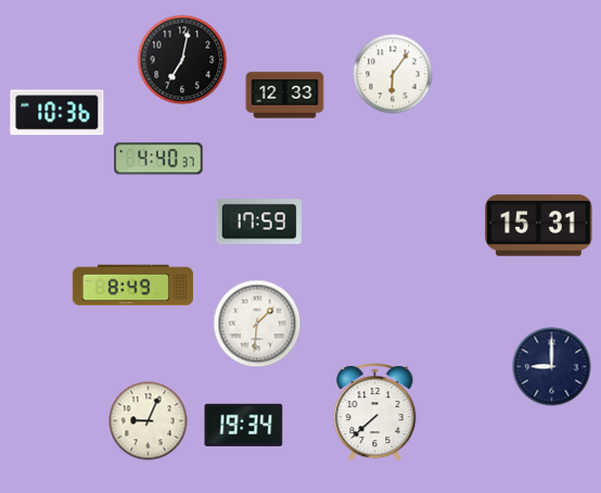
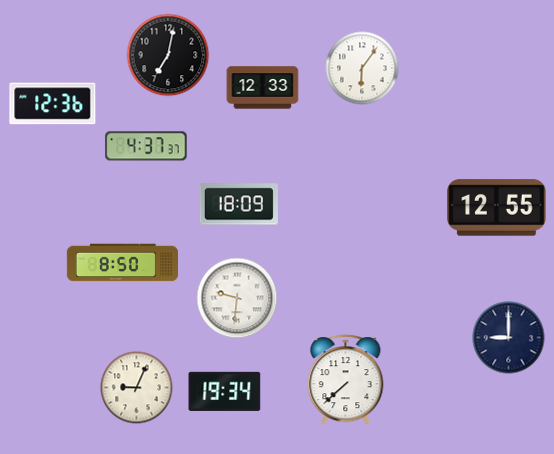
clock at (57, 113): 10:36 -> 12:36
clock at (158, 159): 4:40 -> 4:37
clock at (259, 222): 17:59 -> 18:09
clock at (539, 226): 15:31 -> 12:55
clock at (132, 286): 8:49 -> 8:50
clock at (257, 324): 1:31 -> 9:31
